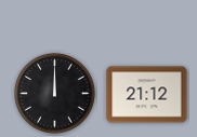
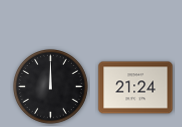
clock at (147, 95): 21:12 -> 21:24
